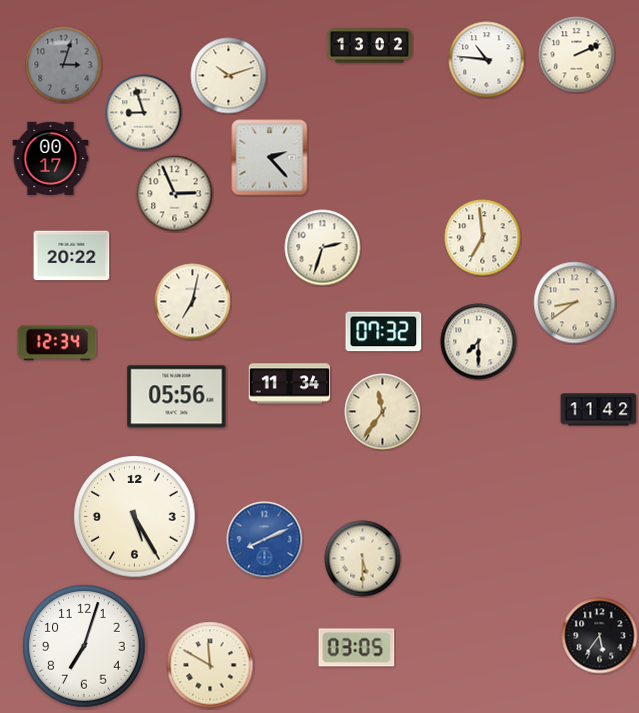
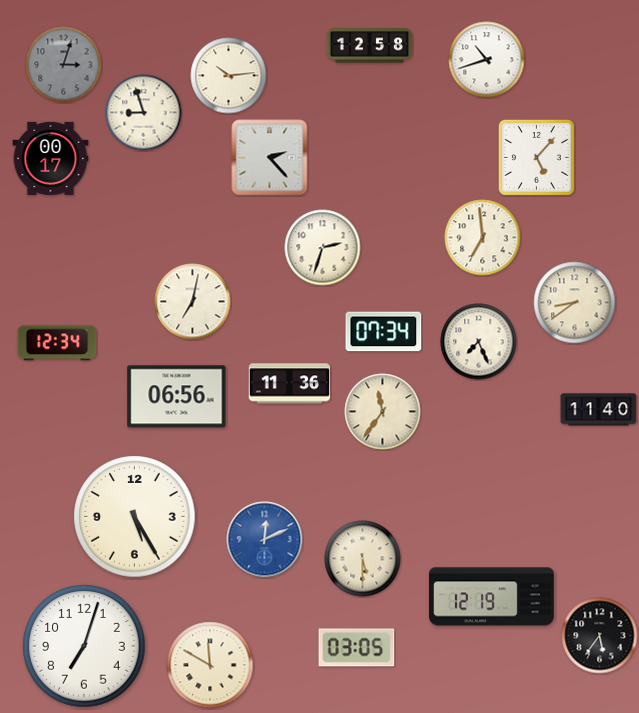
clock at (369, 46): 13:02 -> 12:58
clock at (577, 55): 2:11 -> none
clock at (487, 60): 10:46 -> 10:42
clock at (229, 76): 10:12 -> 10:14
clock at (536, 157): none -> 5:07
clock at (175, 194): 2:56 -> none
clock at (72, 256): 20:22 -> none
clock at (384, 332): 07:32 -> 07:34
clock at (479, 342): 7:30 -> 7:26
clock at (290, 384): 11:34 -> 11:36
clock at (177, 397): 05:56 -> 06:56
clock at (599, 410): 11:42 -> 11:40
clock at (265, 540): 8:11 -> 12:11
clock at (492, 597): none -> 12:19
